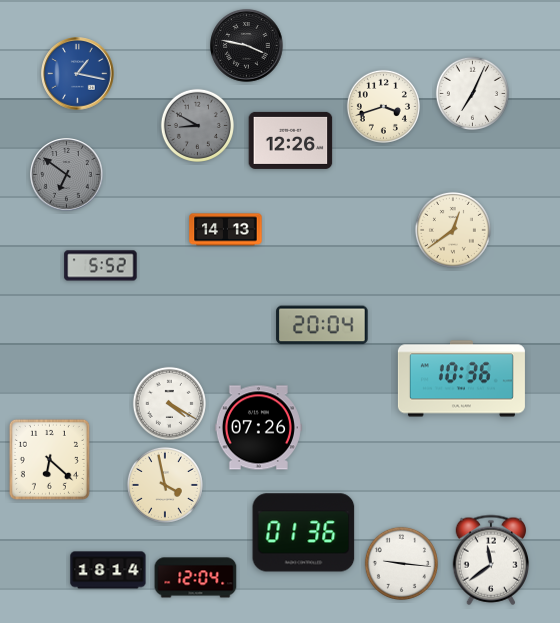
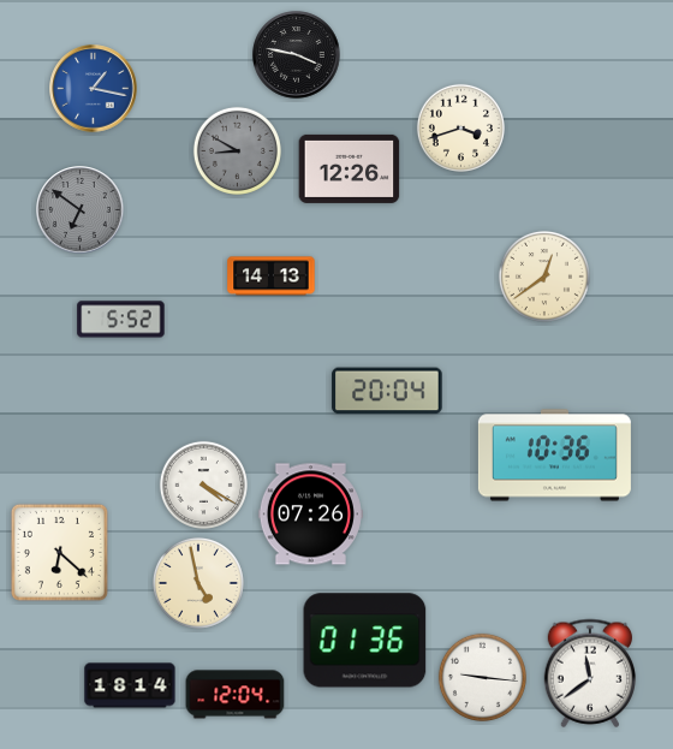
clock at (472, 93): 7:04 -> none
clock at (165, 485): 3:58 -> 4:58
